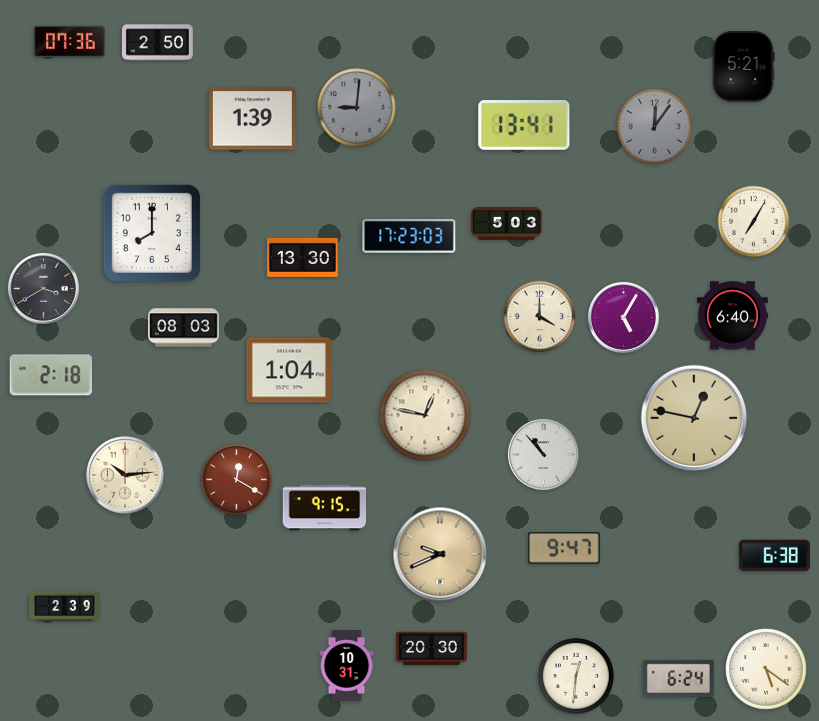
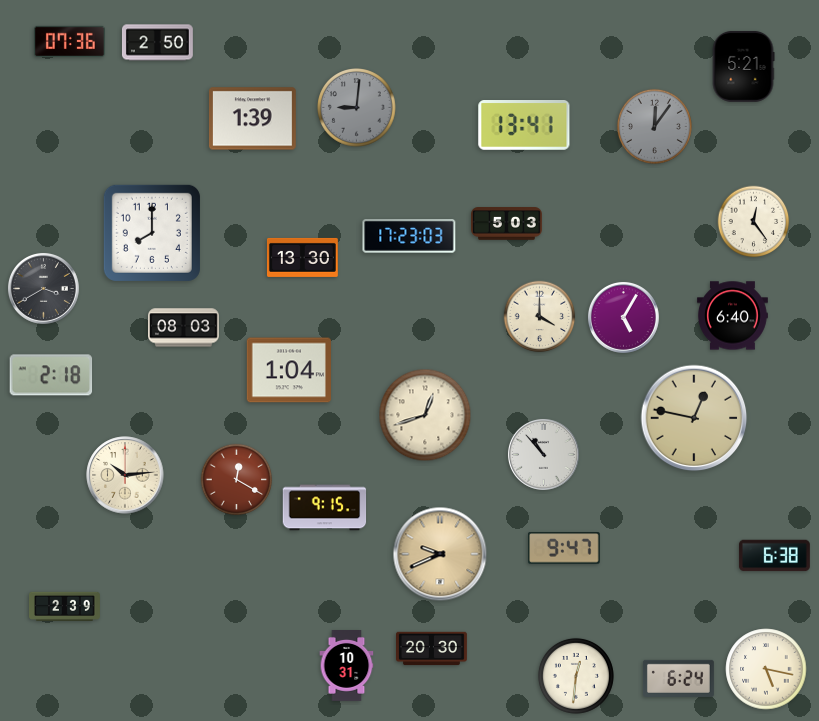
clock at (754, 222): 7:05 -> 12:24
clock at (425, 415): 12:47 -> 12:42
clock at (766, 669): 5:21 -> 5:17
